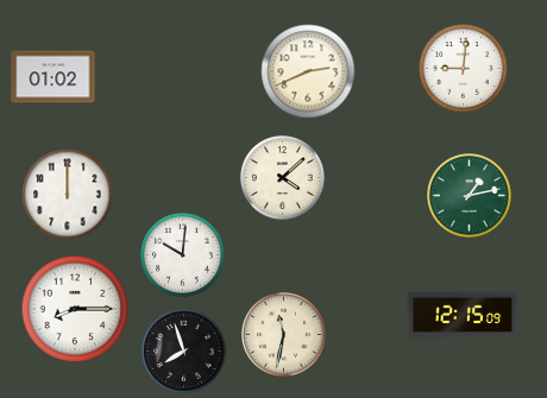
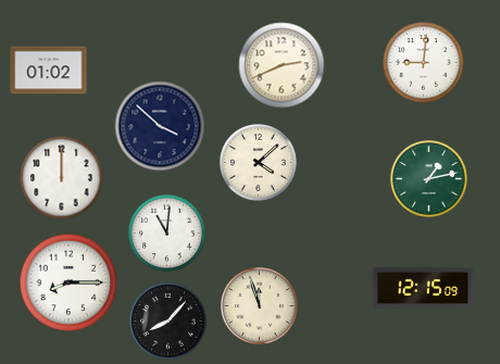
clock at (160, 126): none -> 3:52
clock at (183, 255): 10:01 -> 11:01
clock at (284, 335): 11:32 -> 11:57
clock at (184, 352): 7:57 -> 8:07
